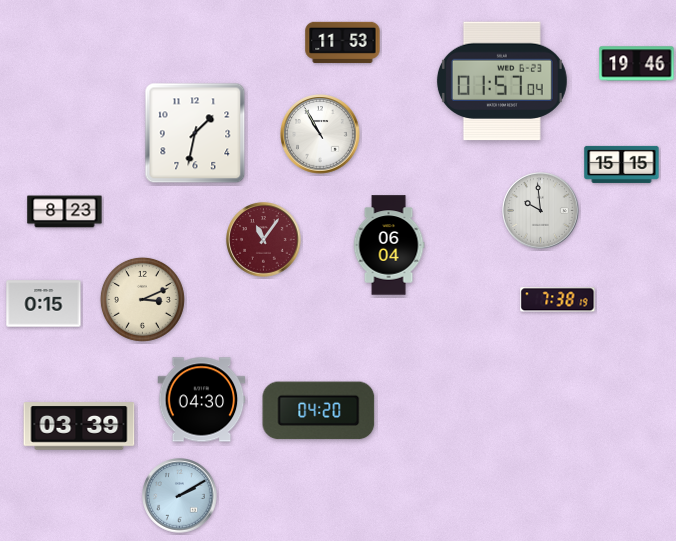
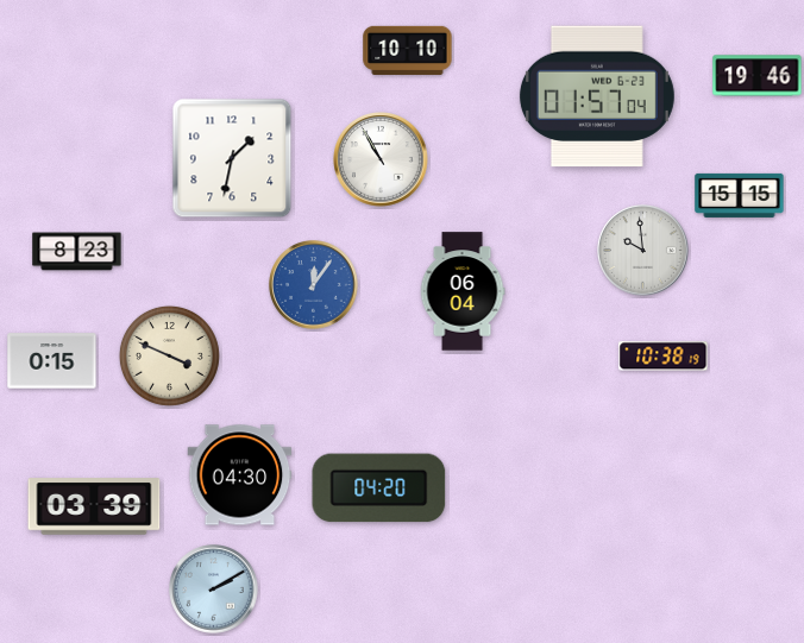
clock at (343, 42): 11:53 -> 10:10
clock at (264, 240): 11:06 -> 12:06
clock at (264, 240) dial: burgundy -> blue
clock at (142, 299): 3:11 -> 3:49
clock at (558, 300): 7:38 -> 10:38
